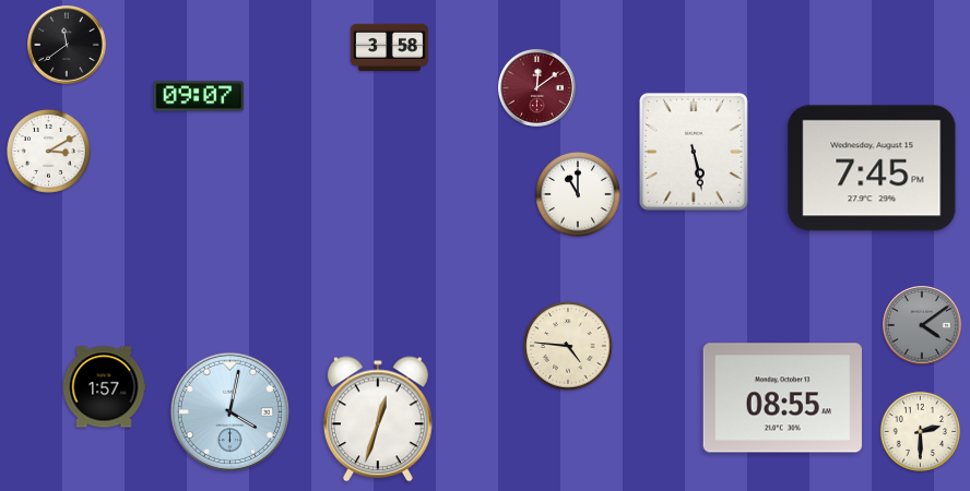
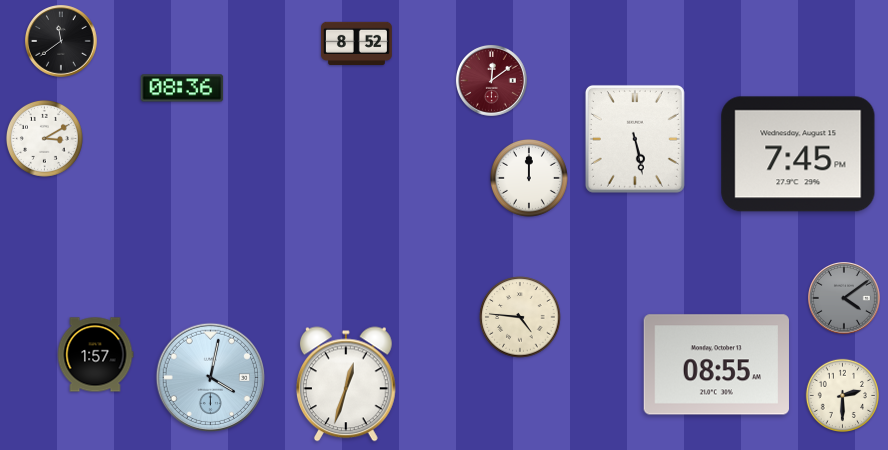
clock at (390, 47): 3:58 -> 8:52
clock at (199, 96): 09:07 -> 08:36
clock at (579, 195): 11:00 -> 12:00
